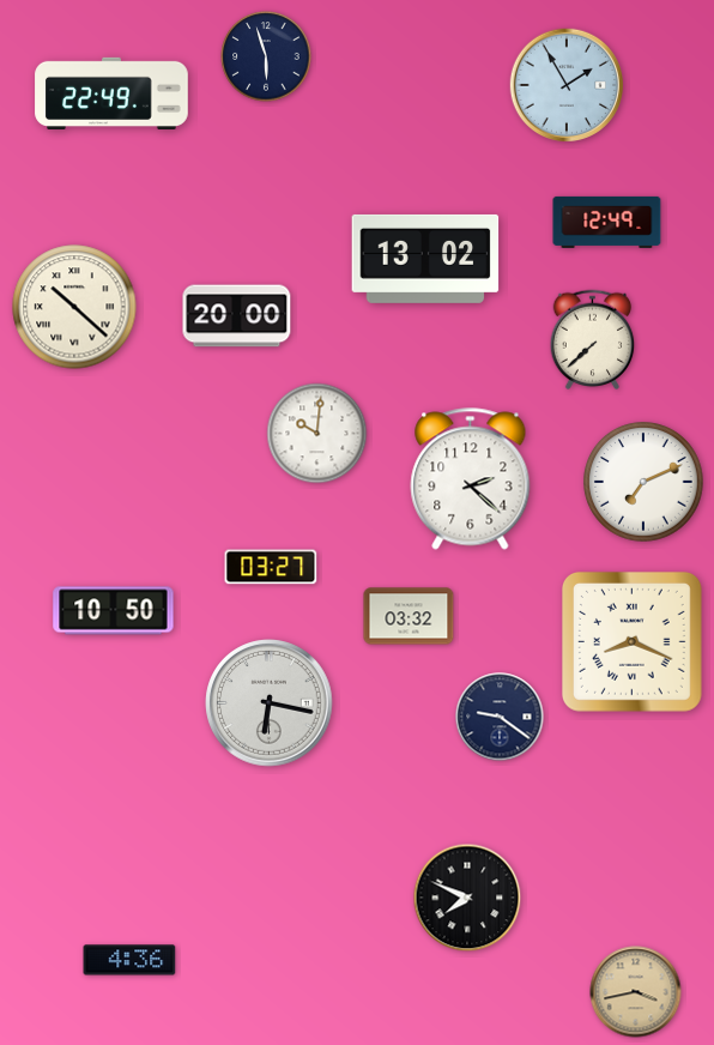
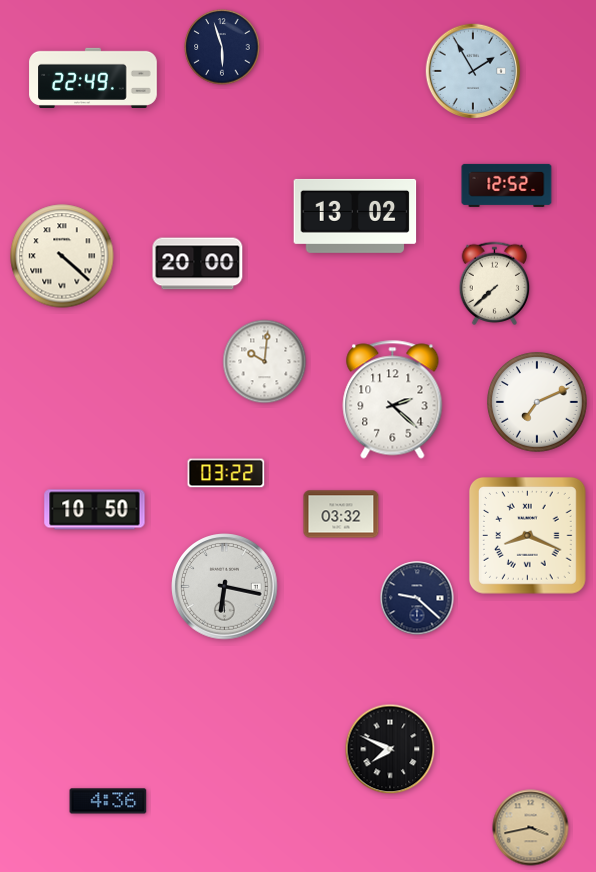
clock at (607, 222): 12:49 -> 12:52
clock at (74, 307): 10:22 -> 4:22
clock at (271, 567): 03:27 -> 03:22
clock at (500, 717): 9:21 -> 9:22
